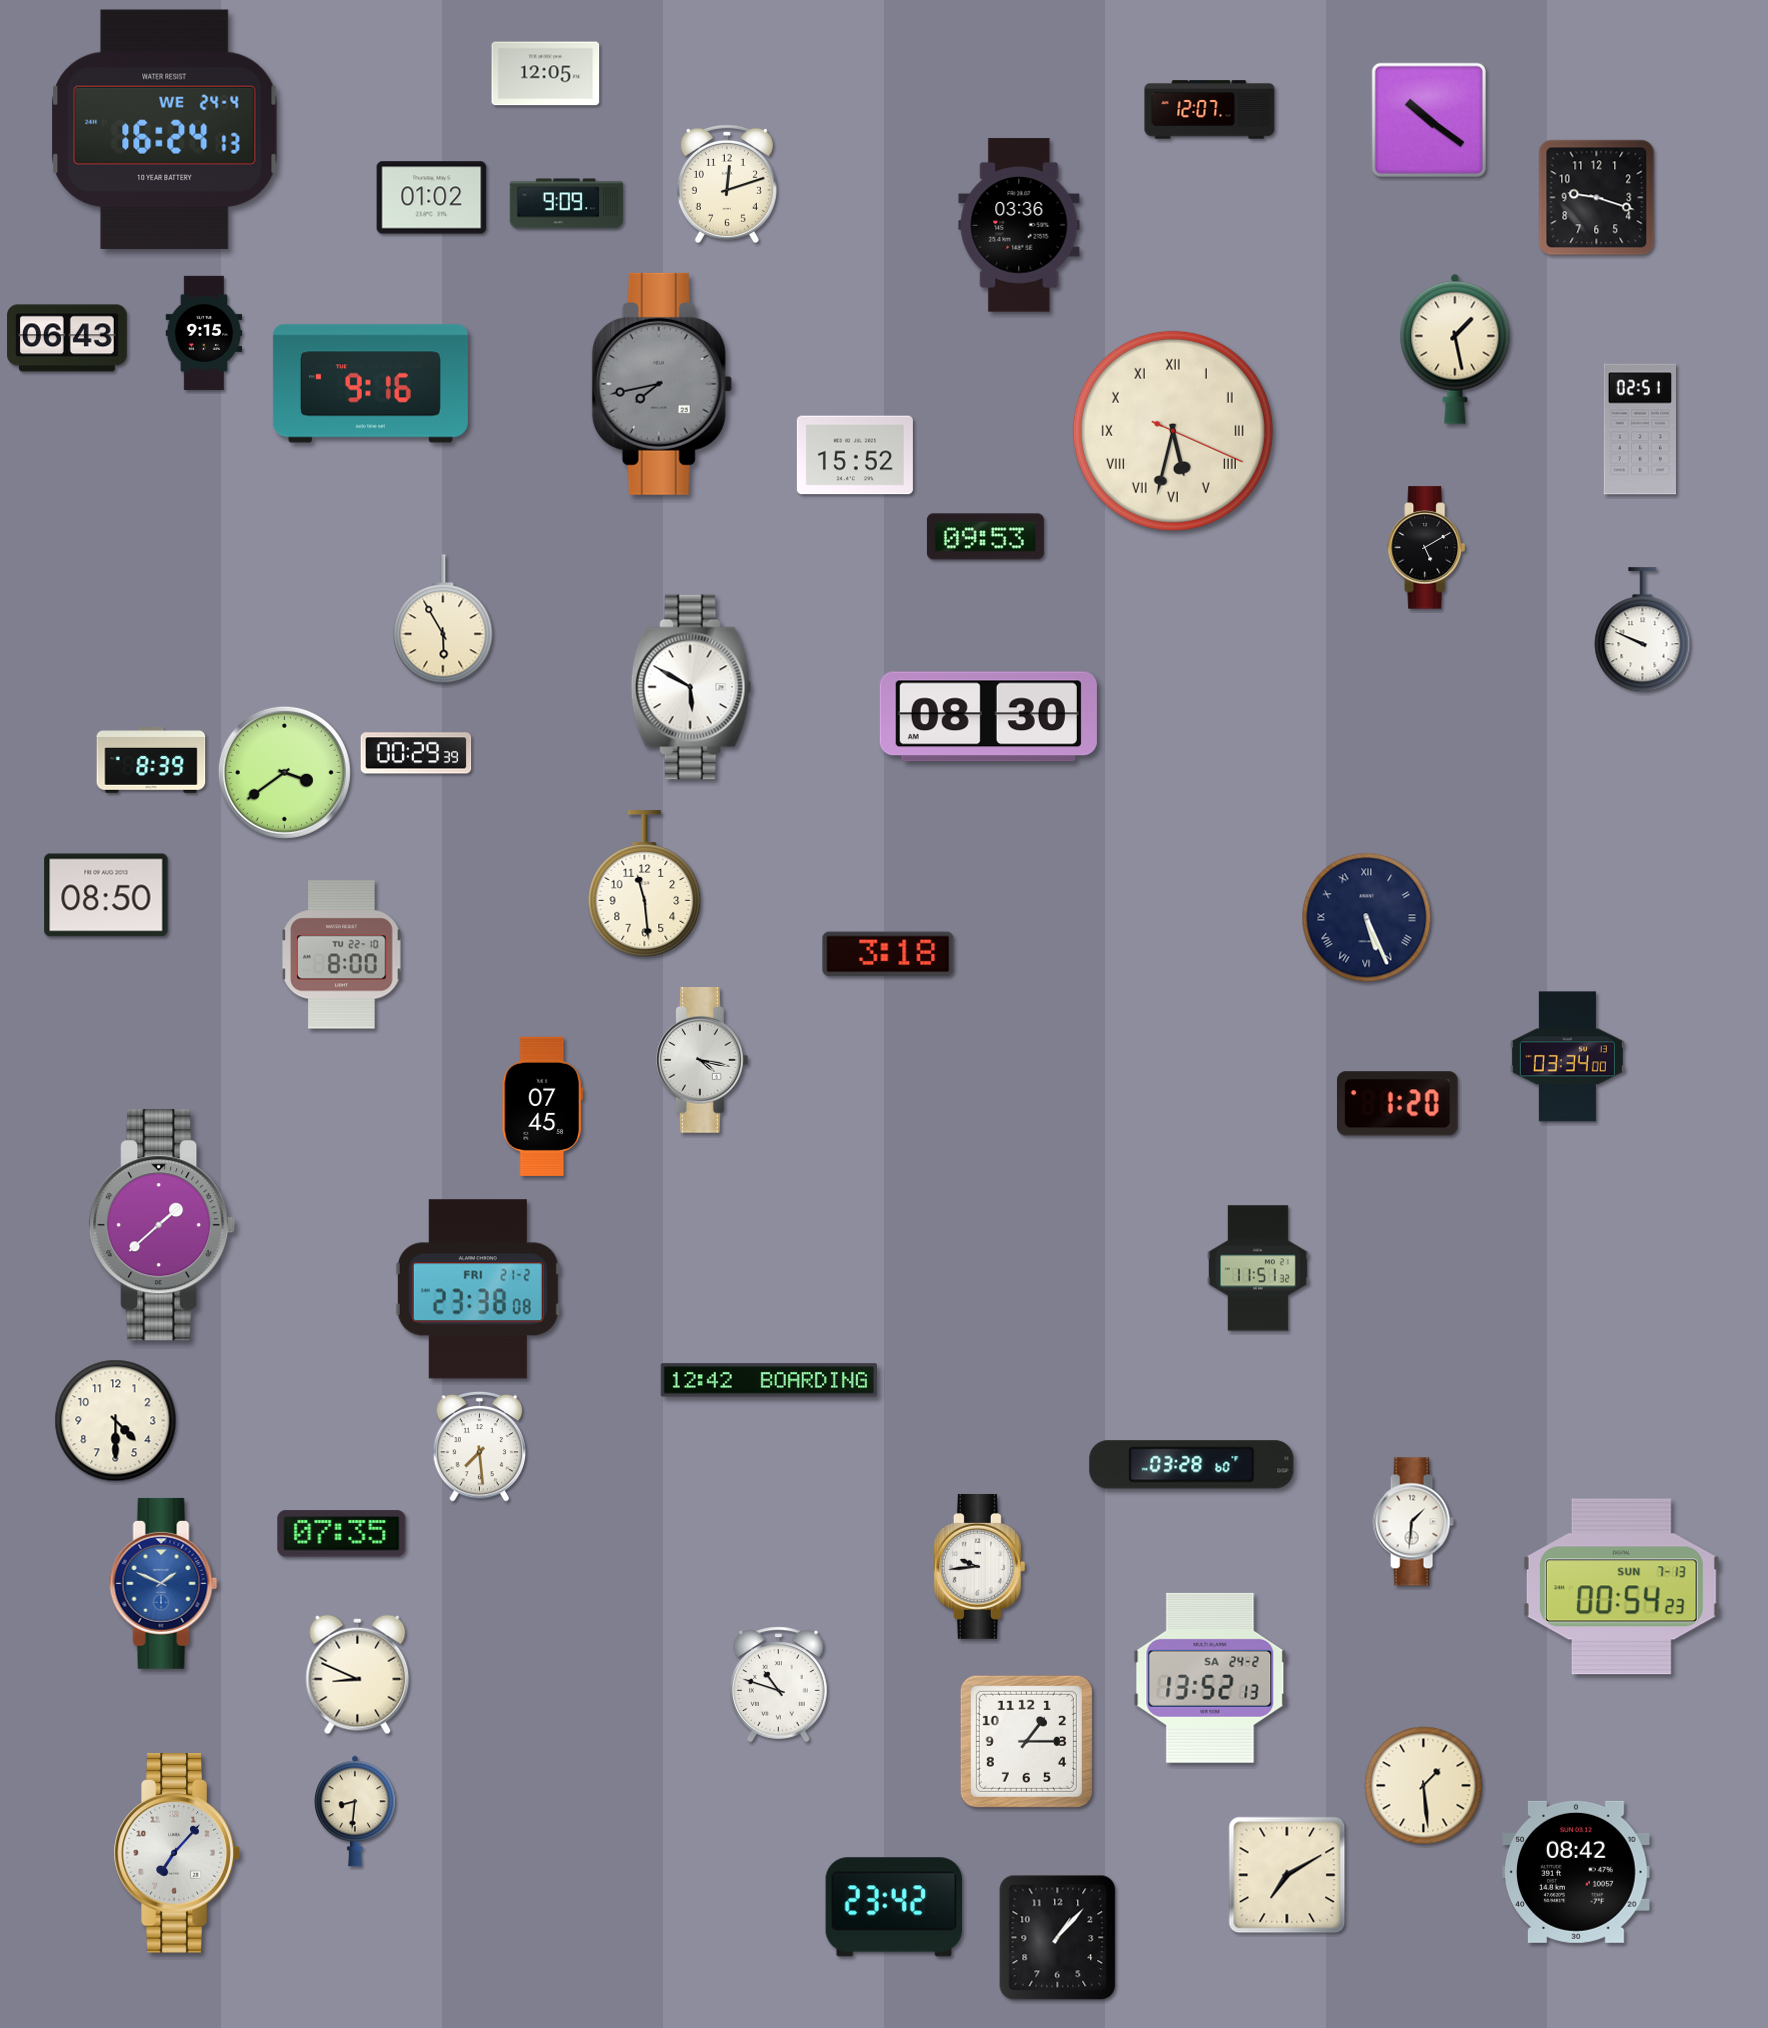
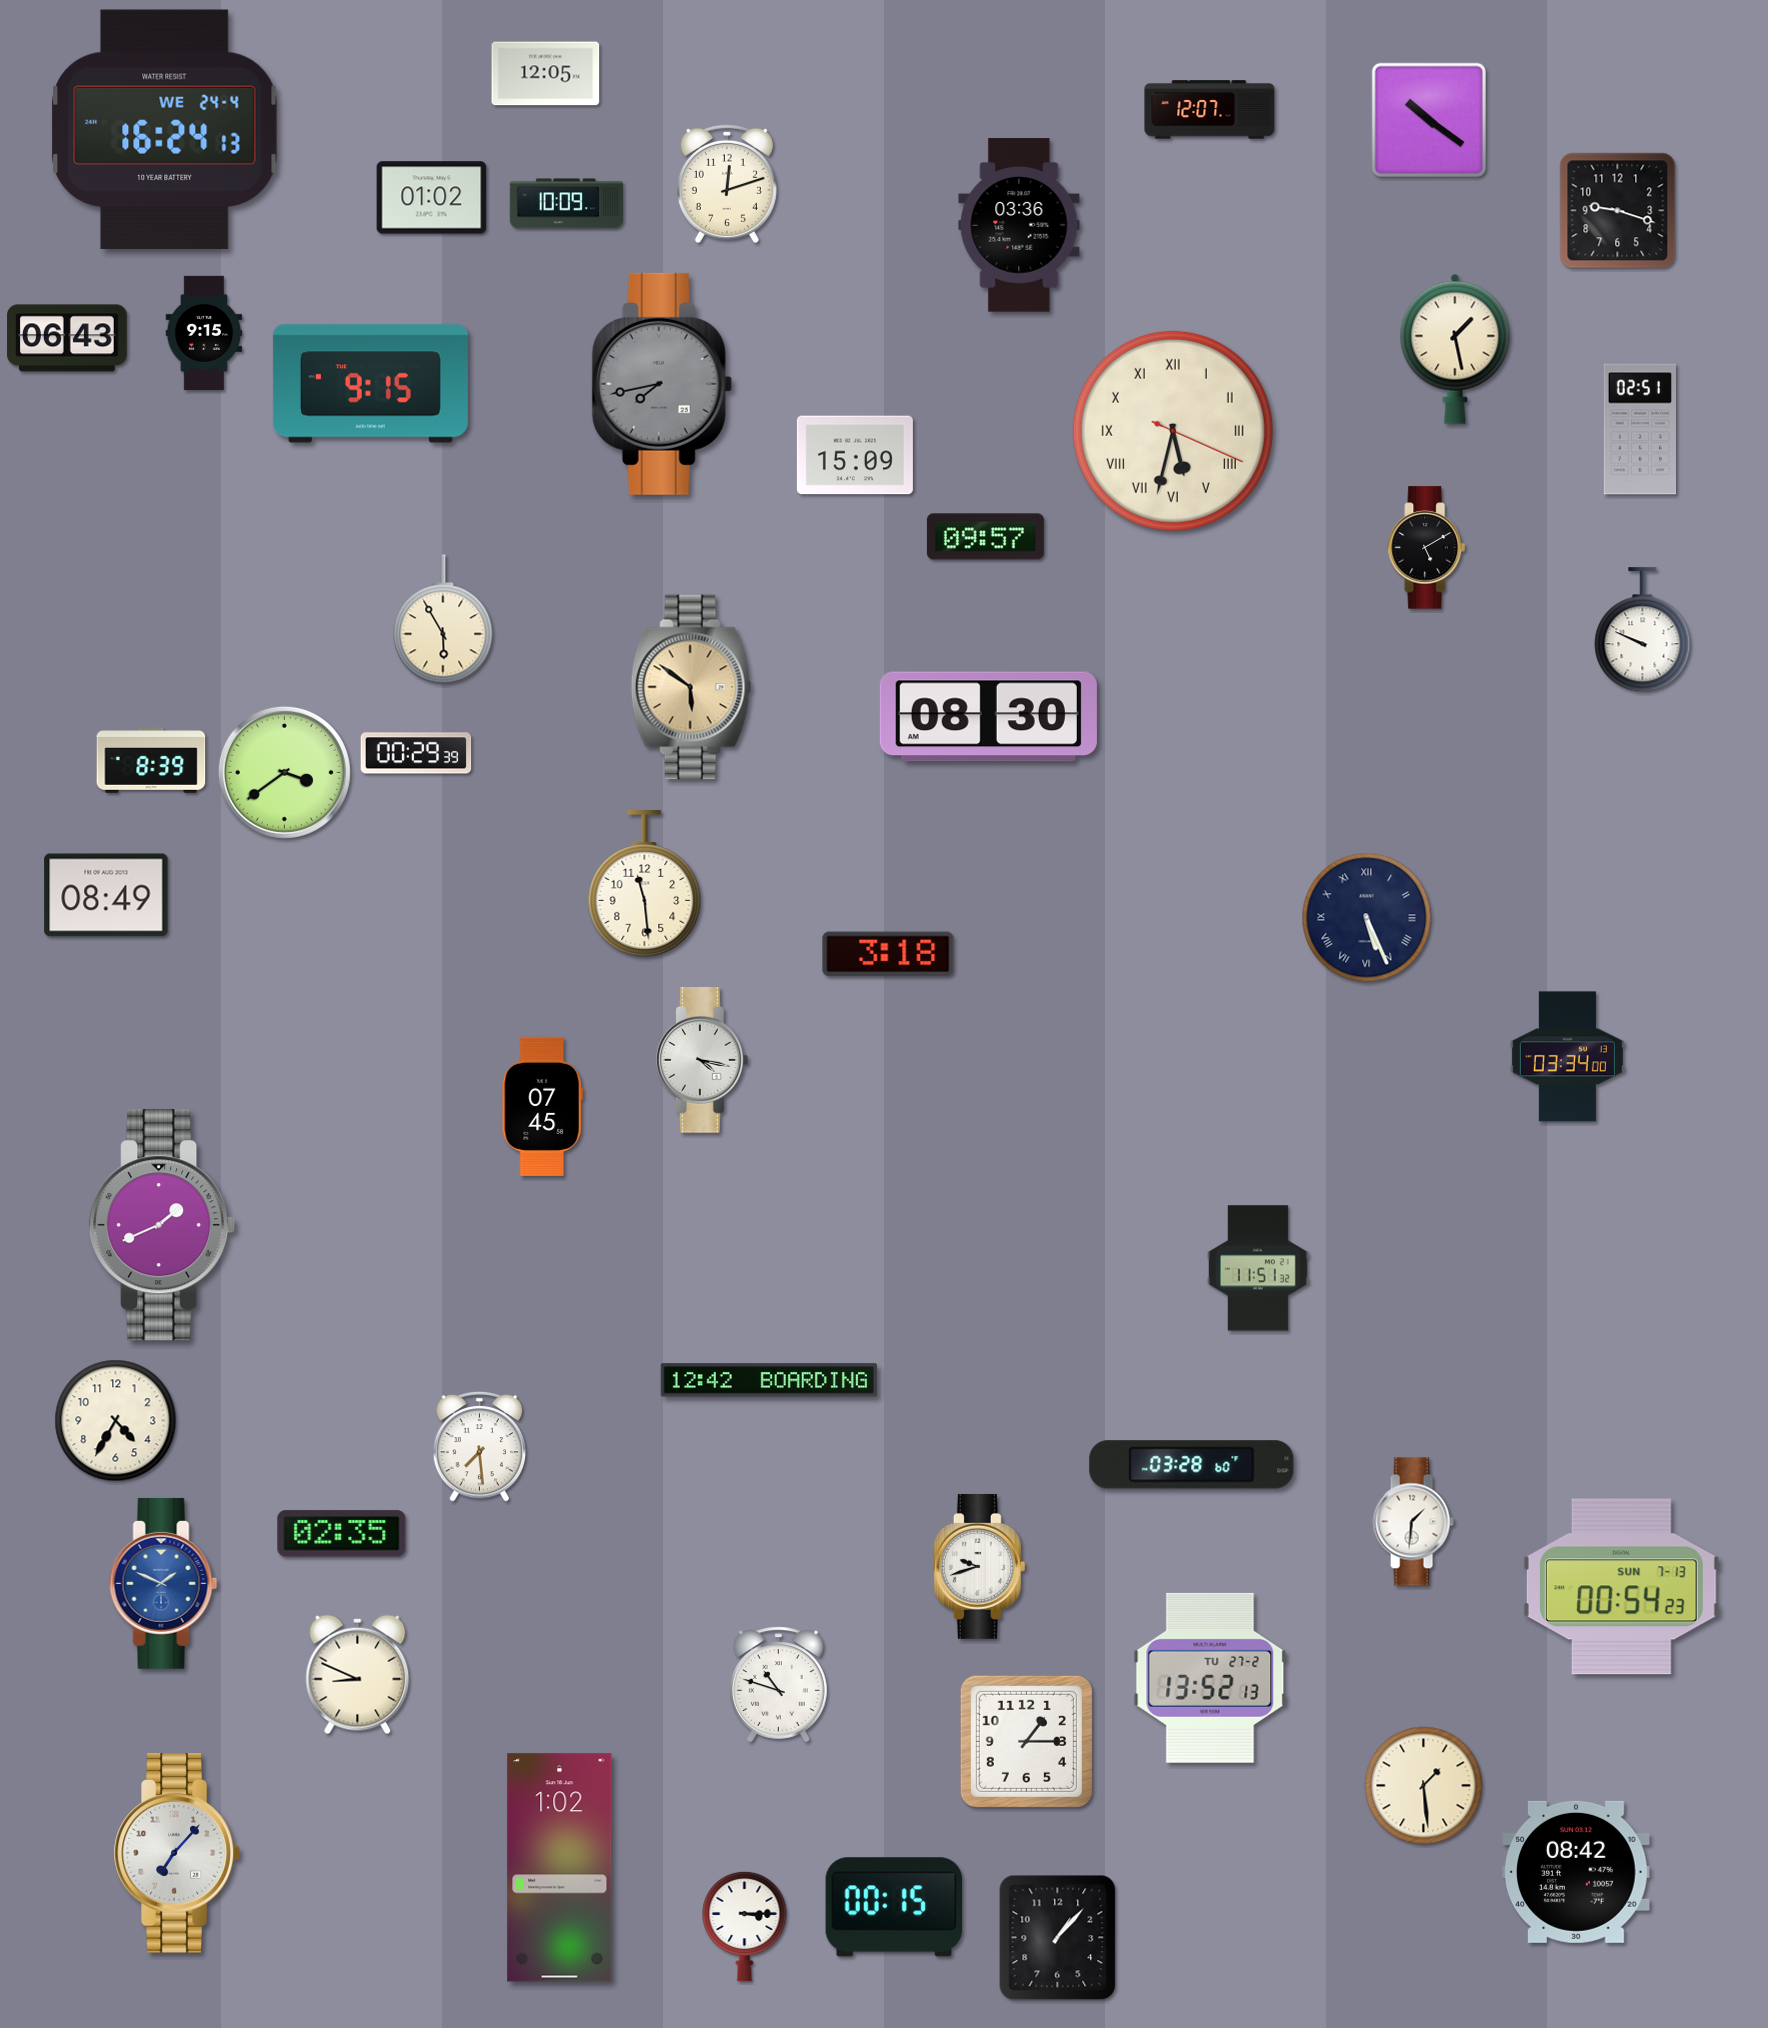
clock at (1597, 198) position: (1597, 198) -> (1618, 211)
clock at (566, 204): 9:09 -> 10:09
clock at (370, 384): 9:16 -> 9:15
clock at (855, 455): 15:52 -> 15:09
clock at (985, 537): 09:53 -> 09:57
clock at (691, 687): 5:50 -> 5:51
clock at (691, 687) dial: white -> champagne
clock at (106, 895): 08:50 -> 08:49
clock at (342, 955): 8:00 -> none
clock at (1398, 1104): 1:20 -> none
clock at (163, 1225): 1:38 -> 1:41
clock at (478, 1289): 23:38 -> none
clock at (116, 1421): 4:30 -> 4:35
clock at (342, 1534): 07:35 -> 02:35
clock at (979, 1566): 9:44 -> 9:42
clock at (1210, 1678) date: SA 24-2 -> TU 27-2
clock at (355, 1811): 8:31 -> none
clock at (560, 1868): none -> 1:02
clock at (1287, 1875): 7:10 -> none
clock at (894, 1907): 23:42 -> 00:15
clock at (745, 1926): none -> 3:15
